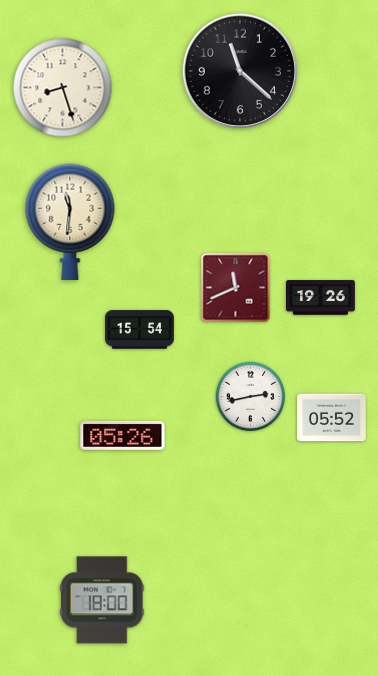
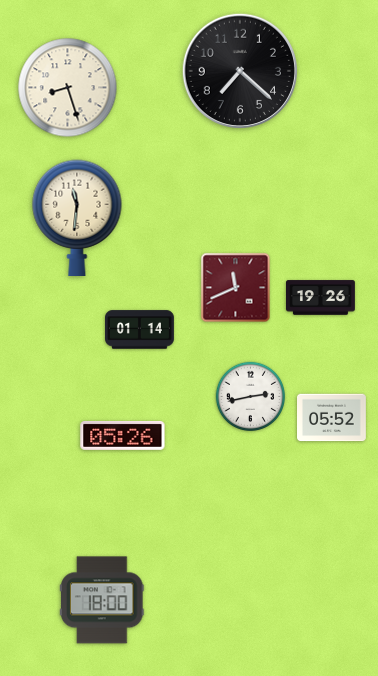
clock at (240, 71): 11:22 -> 7:22
clock at (63, 88) position: (63, 88) -> (68, 88)
clock at (70, 221) position: (70, 221) -> (77, 217)
clock at (140, 330): 15:54 -> 01:14
